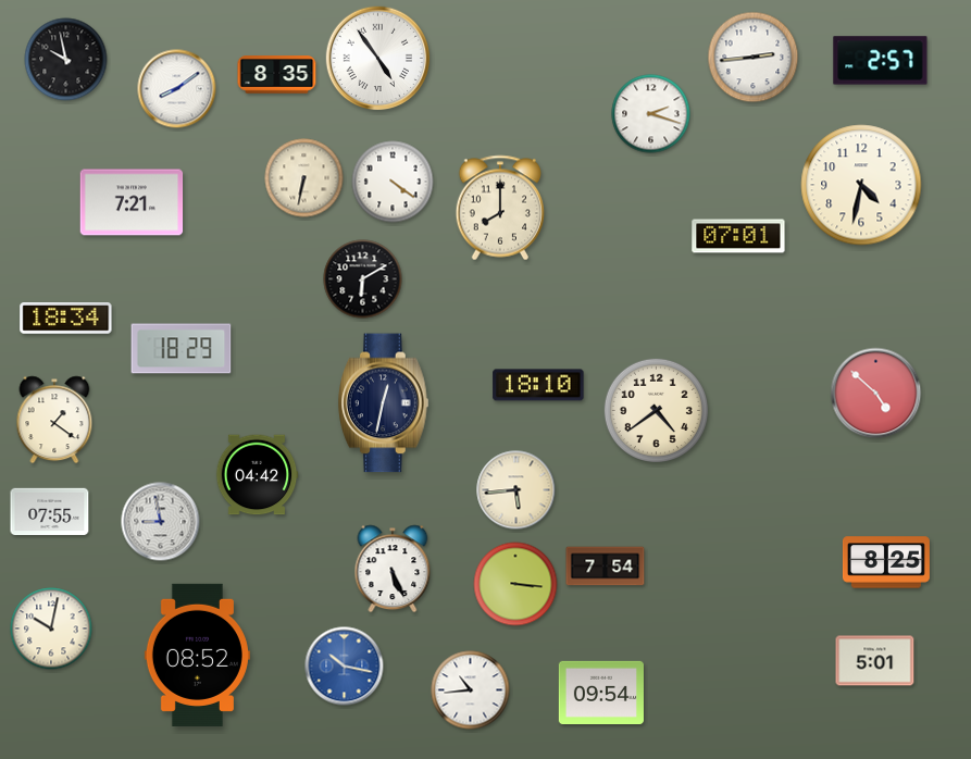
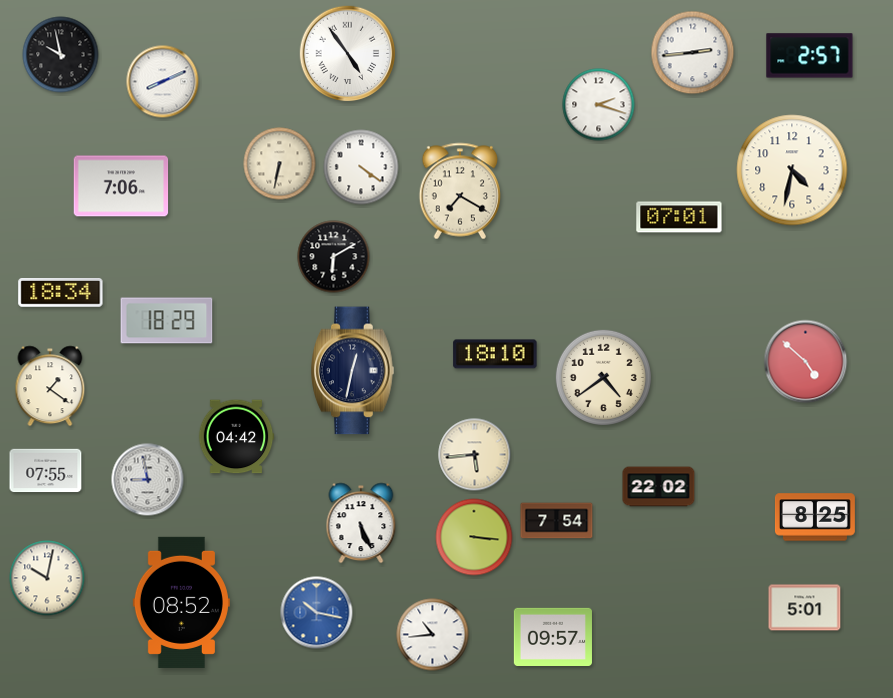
clock at (277, 75): 8:35 -> none
clock at (177, 89): 8:09 -> 8:11
clock at (132, 202): 7:21 -> 7:06
clock at (500, 208): 8:00 -> 7:20
clock at (516, 490) position: (516, 490) -> (475, 455)
clock at (659, 487): none -> 22:02
clock at (601, 692): 09:54 -> 09:57
